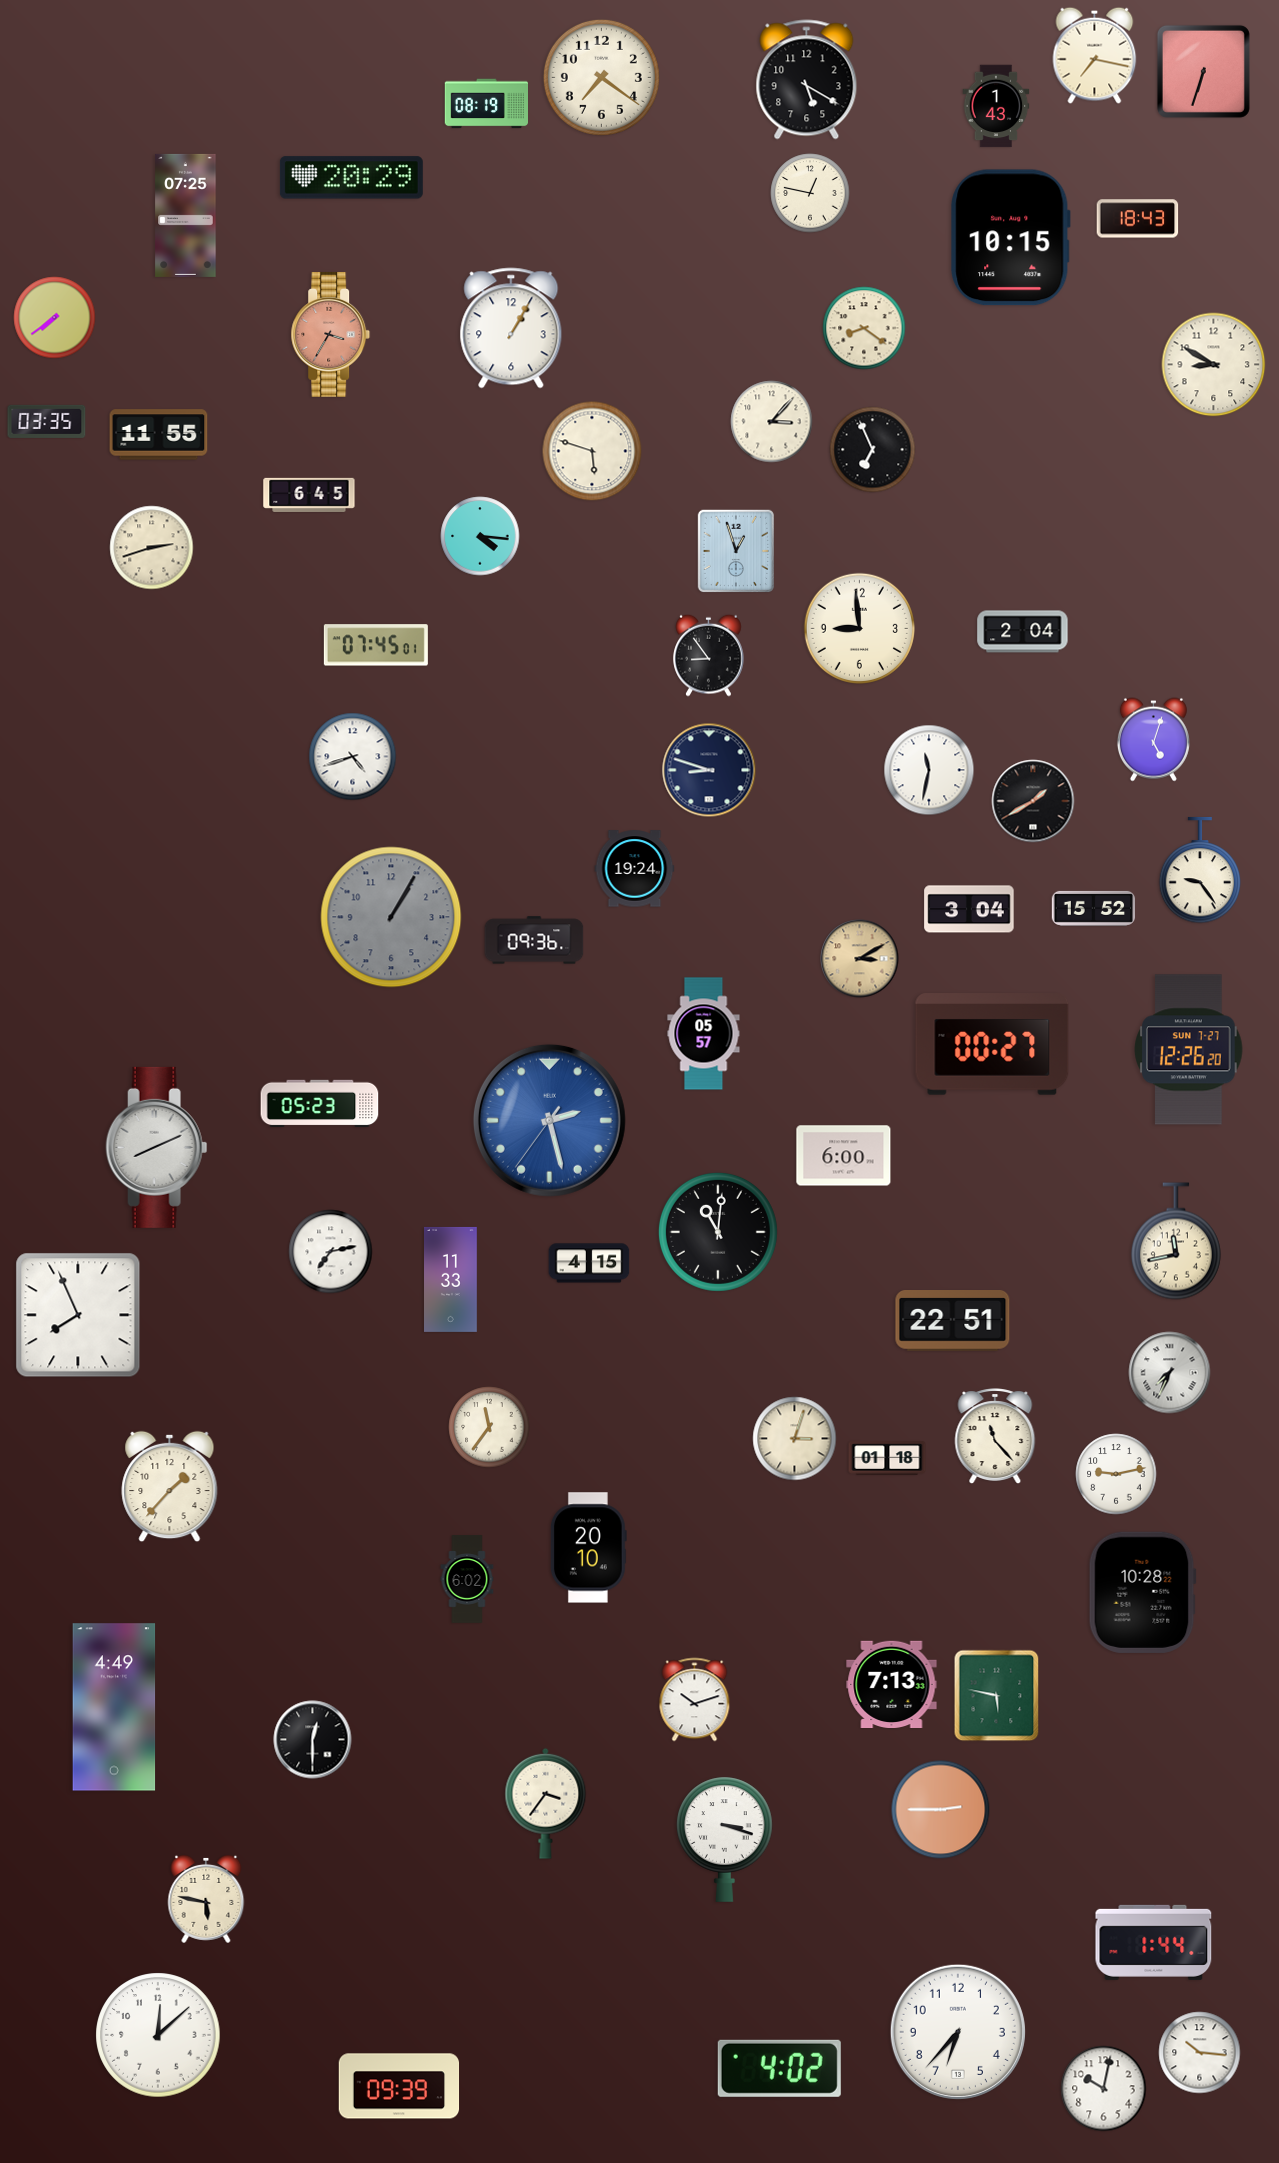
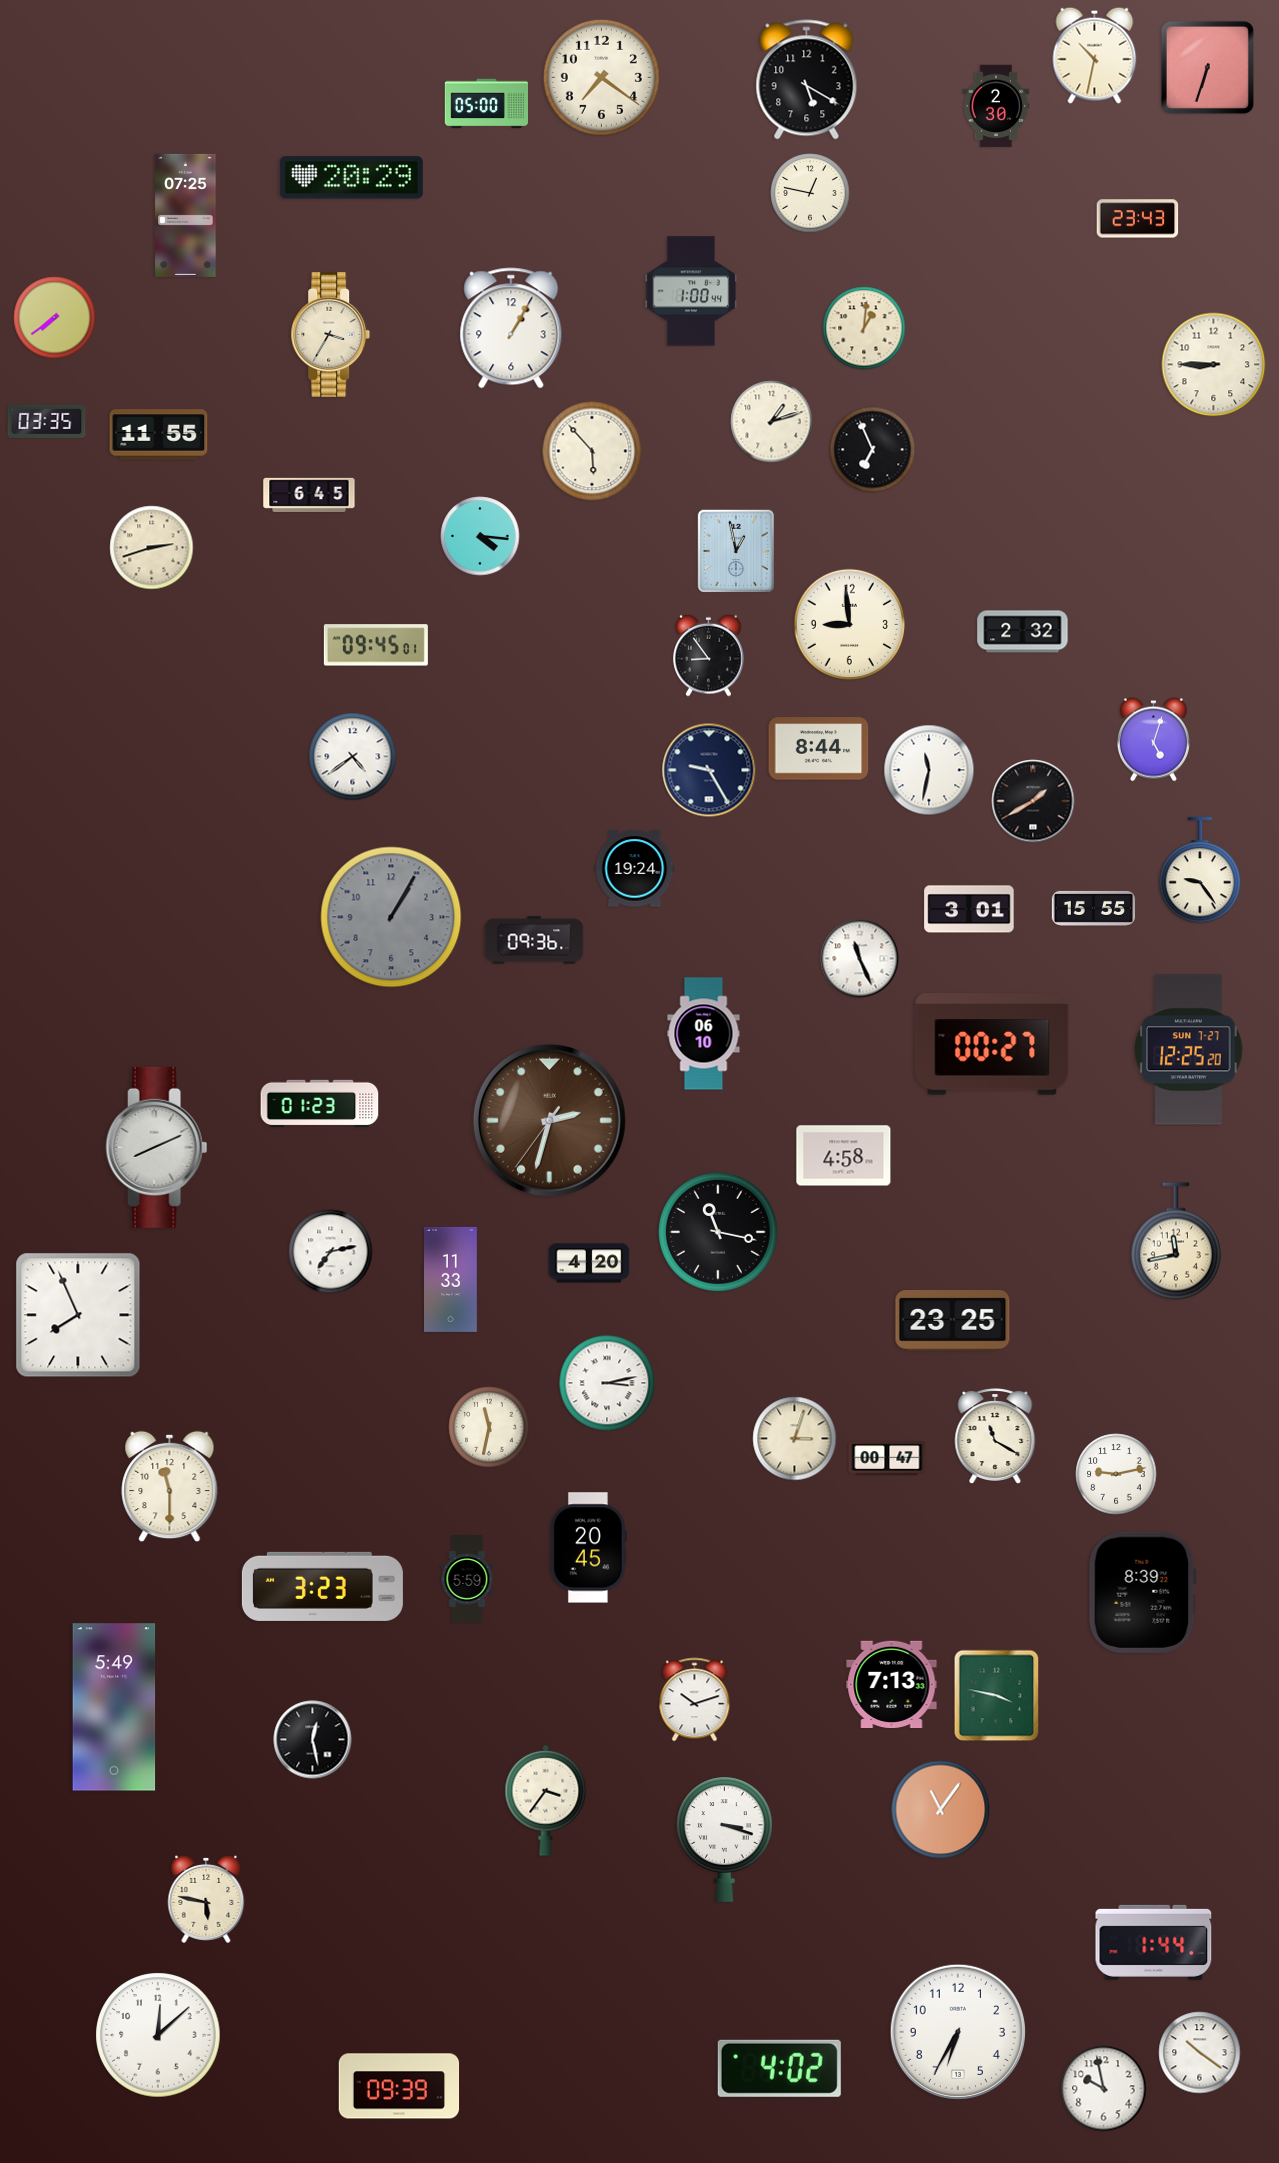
clock at (1095, 55): 7:17 -> 10:32
clock at (1203, 71) position: (1203, 71) -> (1207, 67)
clock at (486, 104): 08:19 -> 05:00
clock at (996, 106): 1:43 -> 2:30
clock at (1138, 219): 18:43 -> 23:43
clock at (1011, 238): 10:15 -> none
clock at (691, 291): none -> 1:00
clock at (864, 328): 8:21 -> 1:01
clock at (331, 334) dial: salmon -> cream
clock at (1214, 365): 8:50 -> 8:45
clock at (772, 422): 3:07 -> 1:12
clock at (592, 451): 5:48 -> 5:53
clock at (735, 551): 12:57 -> 12:58
clock at (859, 628) position: (859, 628) -> (849, 624)
clock at (1023, 632): 2:04 -> 2:32
clock at (376, 645): 07:45 -> 09:45
clock at (819, 749): none -> 8:44
clock at (353, 757): 4:42 -> 4:39
clock at (709, 770): 8:48 -> 9:25
clock at (1094, 908): 15:52 -> 15:55
clock at (969, 909): 3:04 -> 3:01
clock at (860, 959): 3:10 -> 11:26
clock at (860, 959) dial: champagne -> white
clock at (704, 1034): 05:57 -> 06:10
clock at (1189, 1050): 12:26 -> 12:25
clock at (320, 1104): 05:23 -> 01:23
clock at (549, 1120): 2:27 -> 2:32
clock at (549, 1120) dial: blue -> brown
clock at (844, 1156): 6:00 -> 4:58
clock at (718, 1232): 11:01 -> 11:17
clock at (589, 1263): 4:15 -> 4:20
clock at (953, 1321): 22:51 -> 23:25
clock at (1170, 1373): 7:34 -> none
clock at (607, 1383): none -> 3:13
clock at (489, 1427): 11:36 -> 11:32
clock at (995, 1436): 11:23 -> 11:20
clock at (887, 1458): 01:18 -> 00:47
clock at (170, 1487): 1:37 -> 11:30
clock at (588, 1548): 20:10 -> 20:45
clock at (467, 1579): 6:02 -> 5:59
clock at (322, 1586): none -> 3:23
clock at (1142, 1592): 10:28 -> 8:39
clock at (997, 1696): 5:47 -> 3:47
clock at (114, 1707): 4:49 -> 5:49
clock at (313, 1740): 12:30 -> 12:28
clock at (546, 1803) position: (546, 1803) -> (546, 1800)
clock at (941, 1810): 2:45 -> 11:06
clock at (958, 2032): 6:37 -> 6:35
clock at (1200, 2053): 10:16 -> 10:21
clock at (1104, 2089): 10:02 -> 9:58
